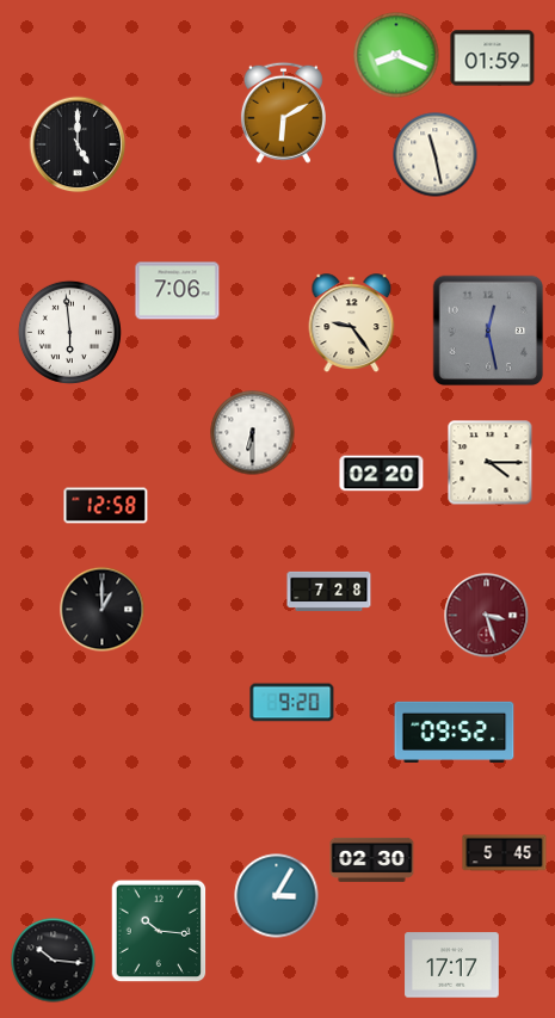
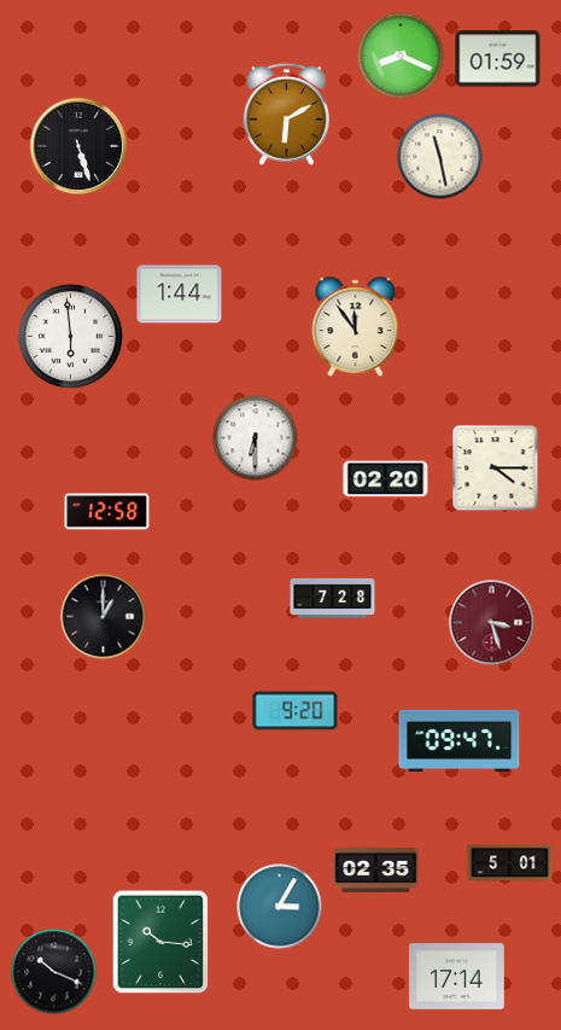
clock at (78, 144): 5:00 -> 5:27
clock at (178, 291): 7:06 -> 1:44
clock at (352, 322): 9:24 -> 11:54
clock at (488, 331): 12:28 -> none
clock at (455, 732): 09:52 -> 09:47
clock at (505, 853): 5:45 -> 5:01
clock at (372, 859): 02:30 -> 02:35
clock at (54, 961): 10:16 -> 10:19
clock at (452, 965): 17:17 -> 17:14
